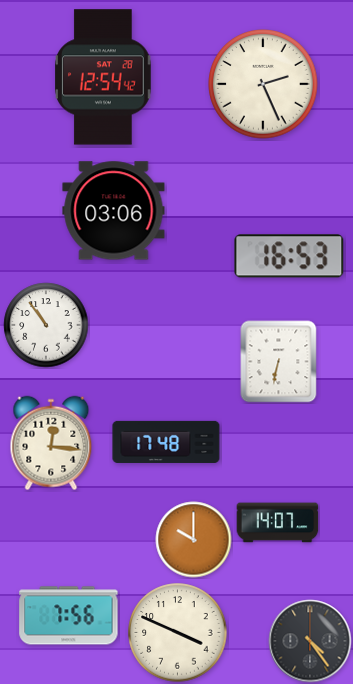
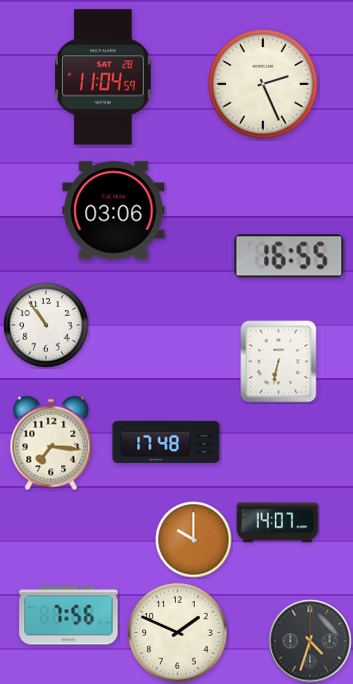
clock at (103, 77): 12:54 -> 11:04
clock at (289, 256): 16:53 -> 16:55
clock at (51, 443): 12:16 -> 7:16
clock at (178, 633): 3:49 -> 1:49
clock at (310, 641): 4:24 -> 4:33
